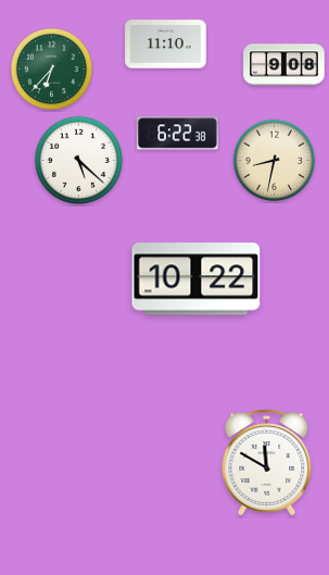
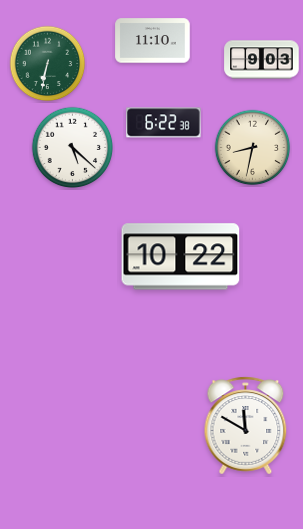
clock at (284, 65): 9:08 -> 9:03
clock at (52, 70): 6:37 -> 6:32
